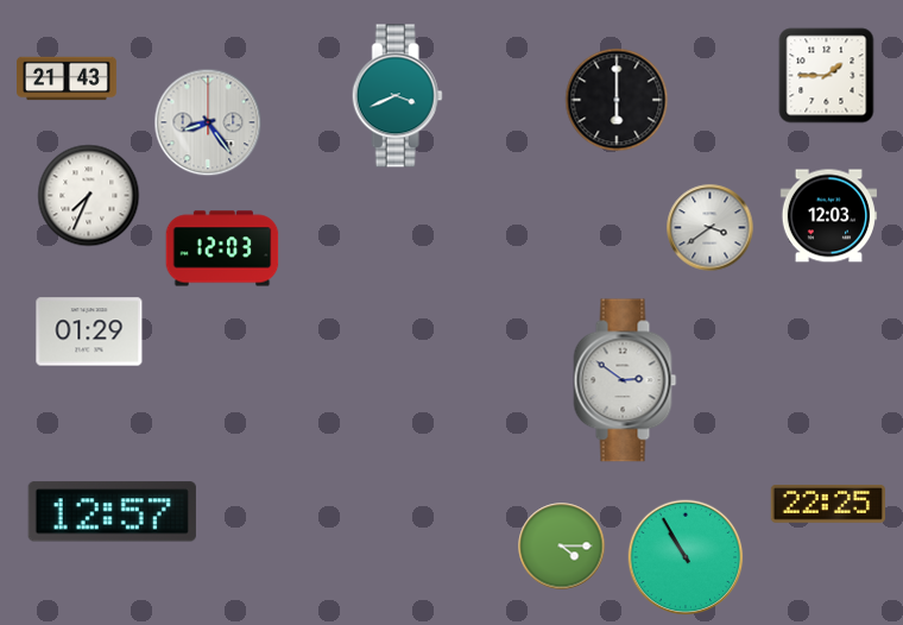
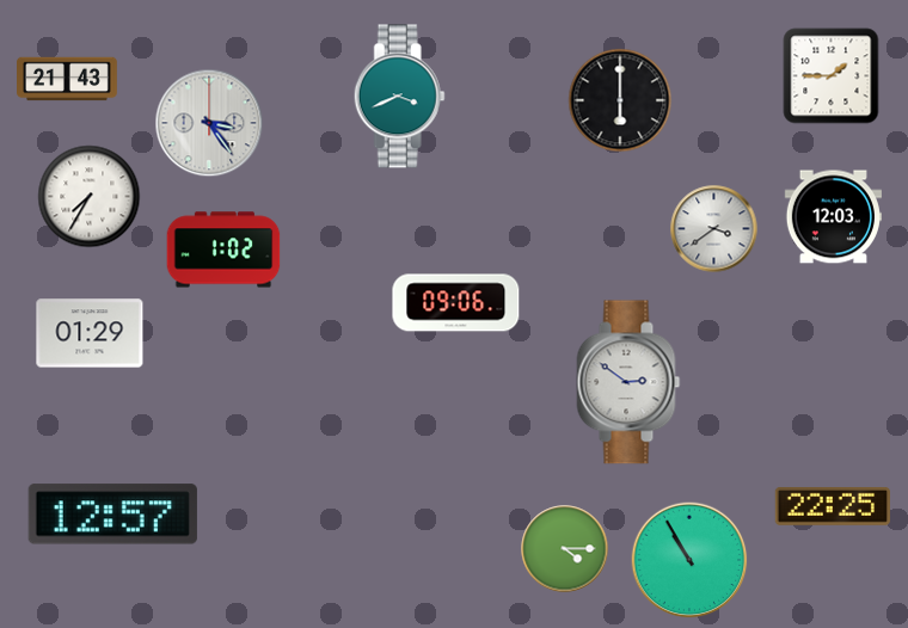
clock at (208, 122): 8:24 -> 3:24
clock at (89, 196): 7:34 -> 7:35
clock at (222, 248): 12:03 -> 1:02
clock at (456, 303): none -> 09:06
